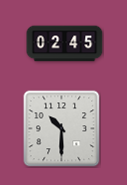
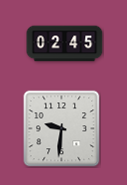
clock at (62, 129): 10:30 -> 9:31
